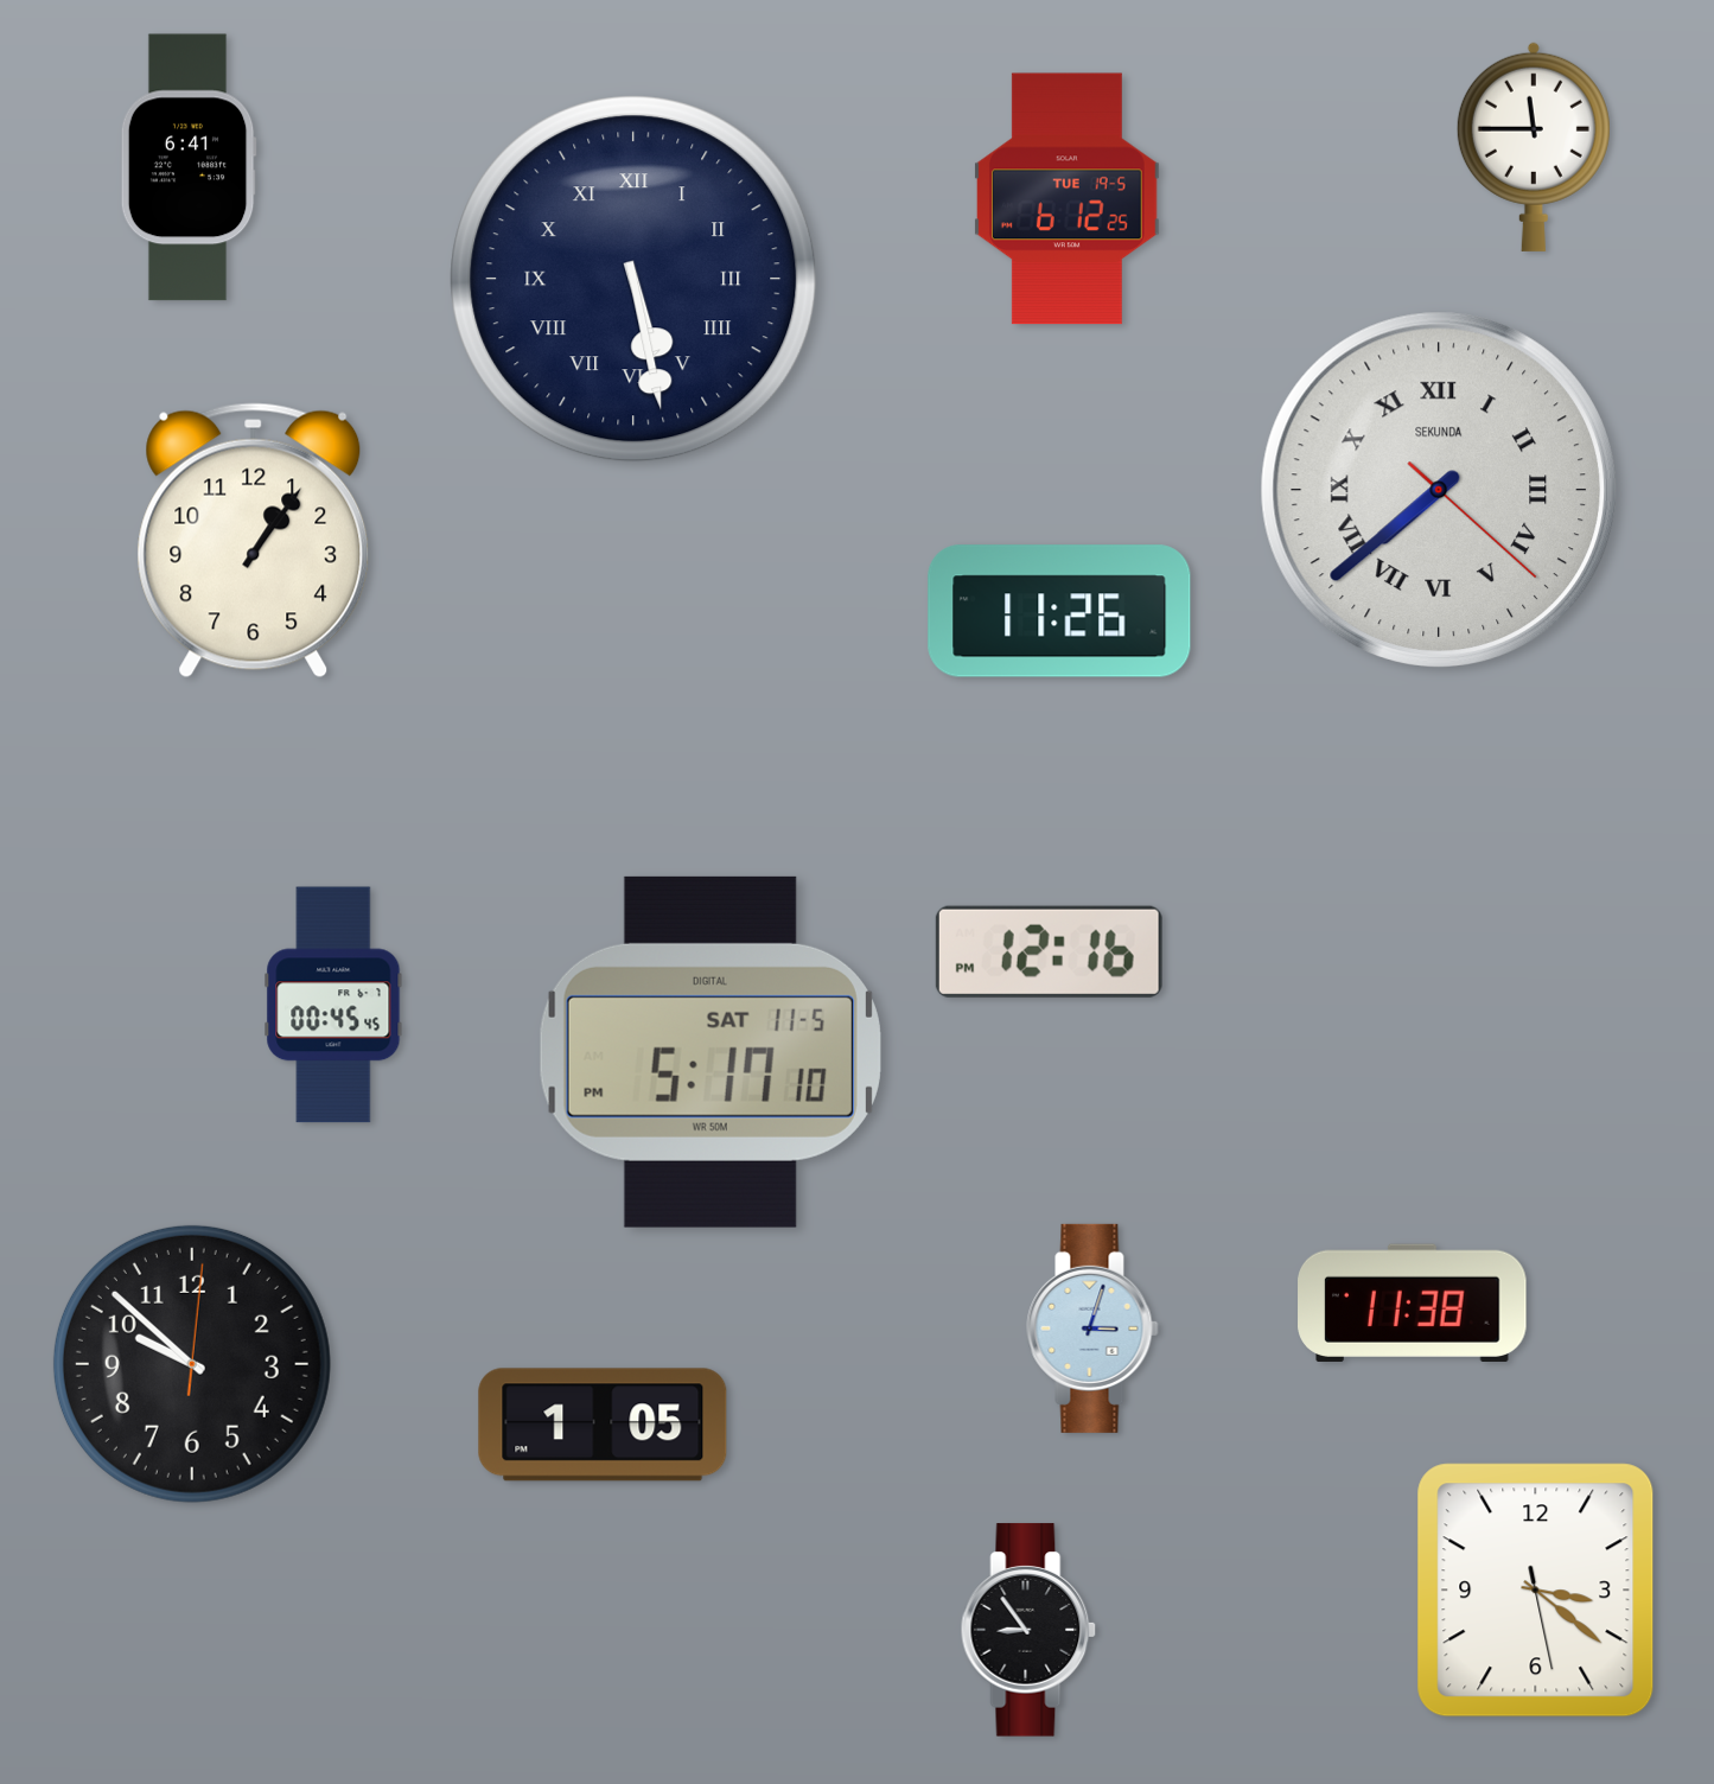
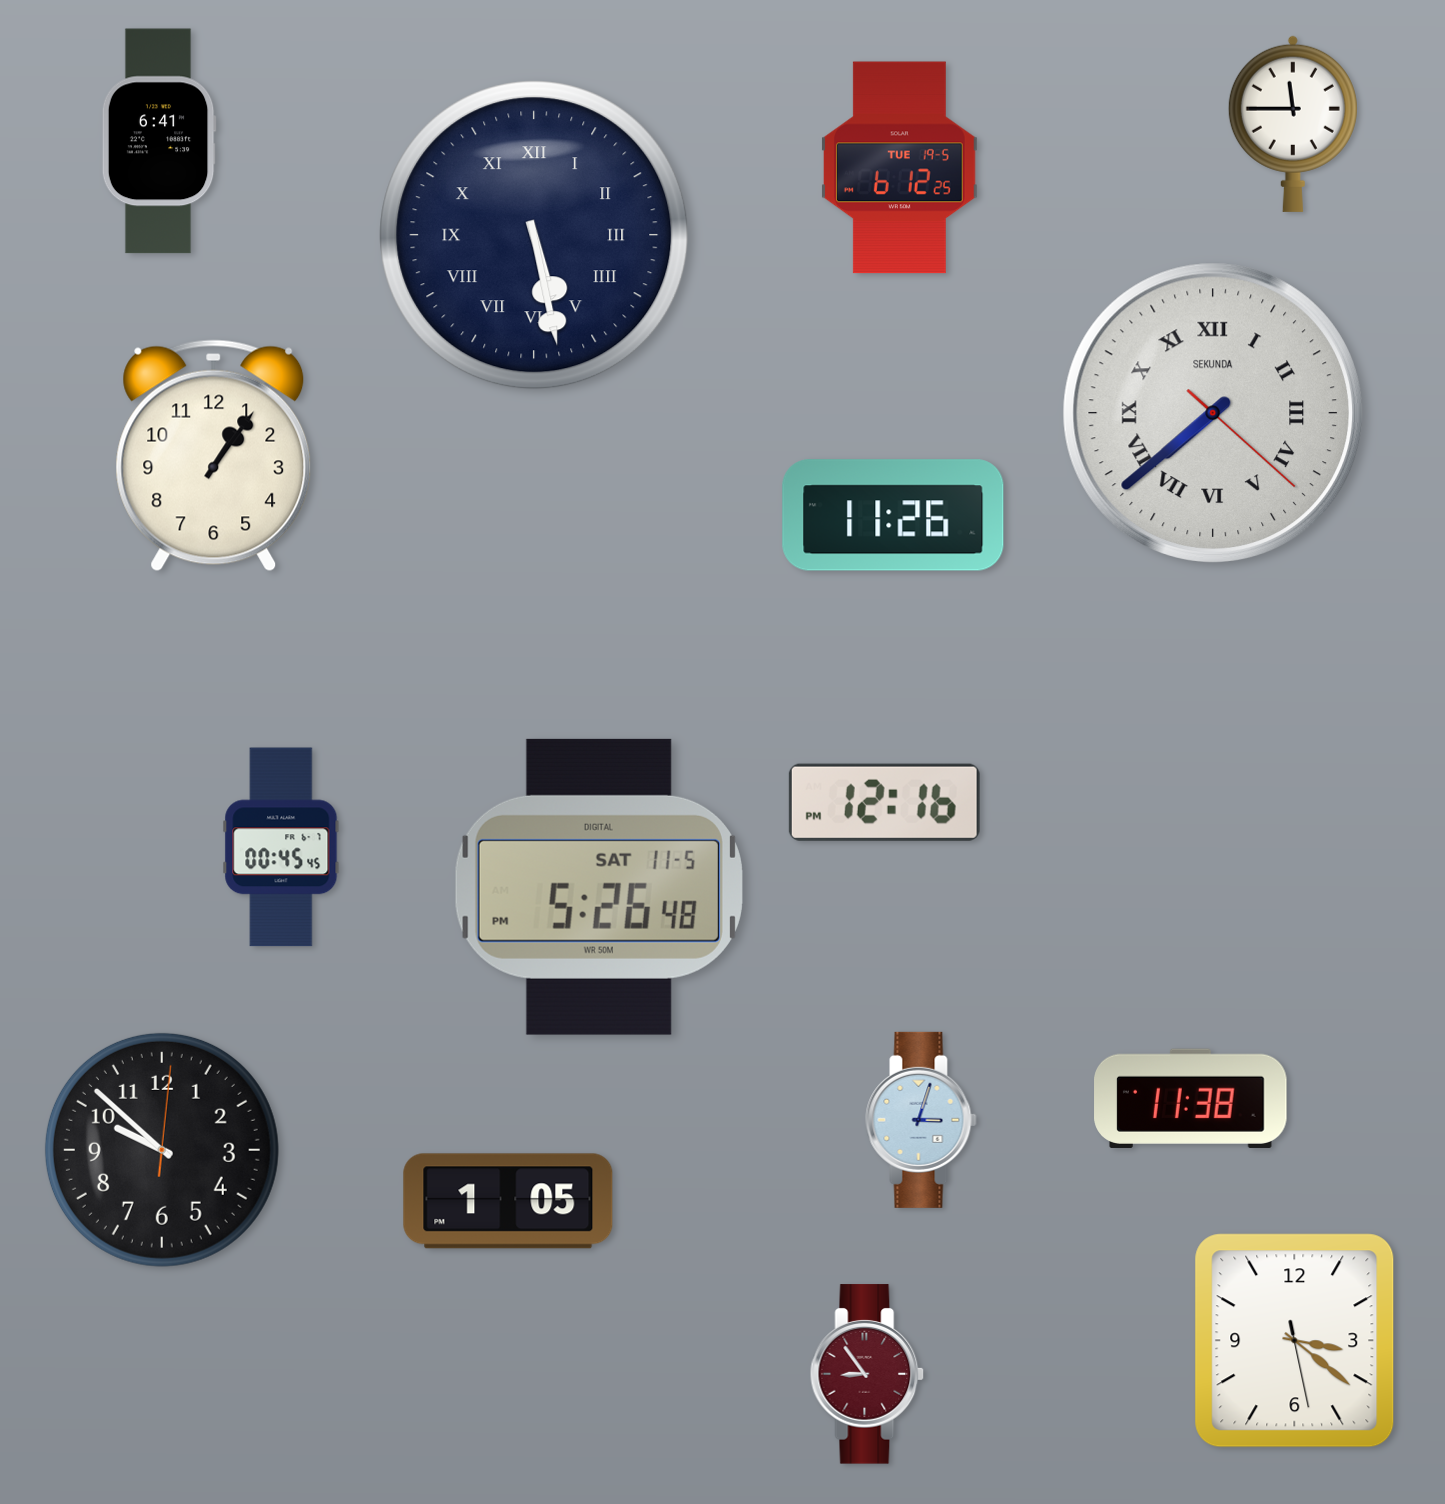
clock at (711, 1052): 5:17 -> 5:26
clock at (1028, 1630) dial: black -> burgundy
